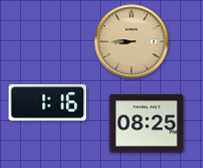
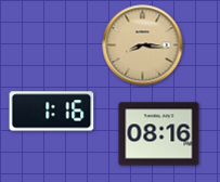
clock at (132, 42): 8:45 -> 8:16
clock at (147, 124): 08:25 -> 08:16
